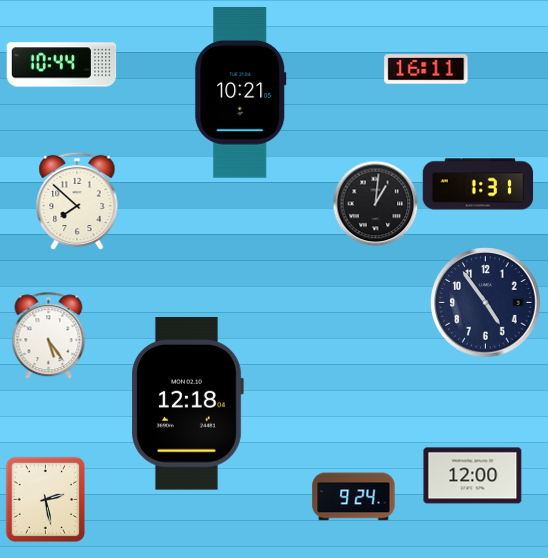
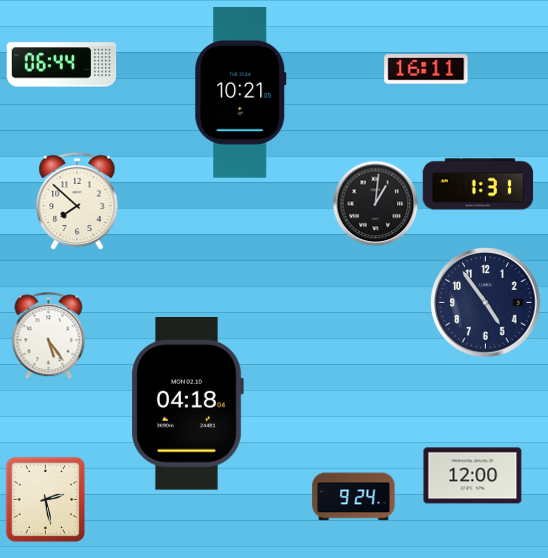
clock at (62, 65): 10:44 -> 06:44
clock at (187, 404): 12:18 -> 04:18
